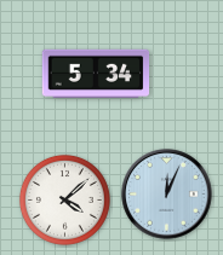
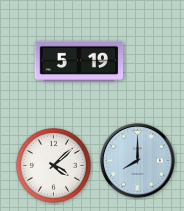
clock at (96, 73): 5:34 -> 5:19
clock at (167, 195): 12:04 -> 8:00
